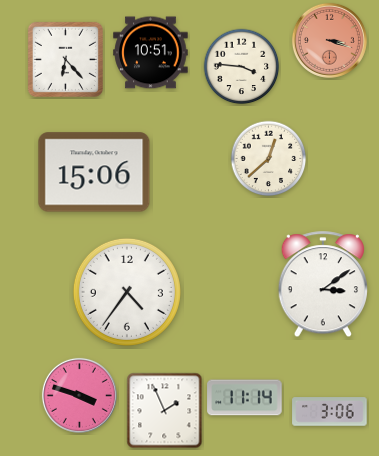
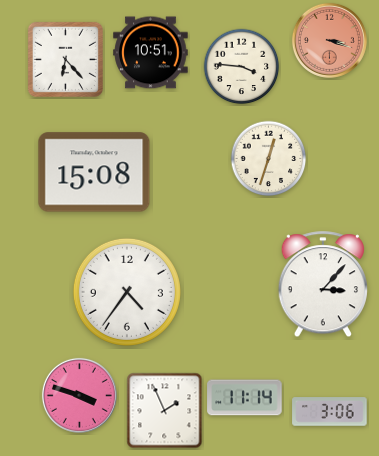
clock at (269, 159): 12:38 -> 12:33
clock at (94, 172): 15:06 -> 15:08
clock at (323, 285): 3:09 -> 3:07
